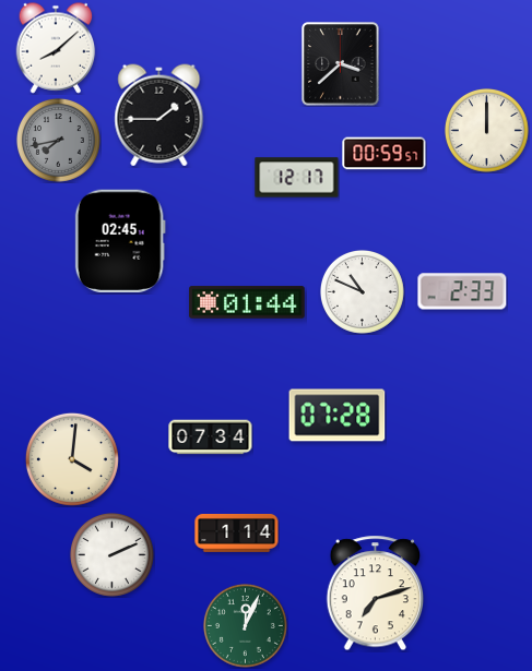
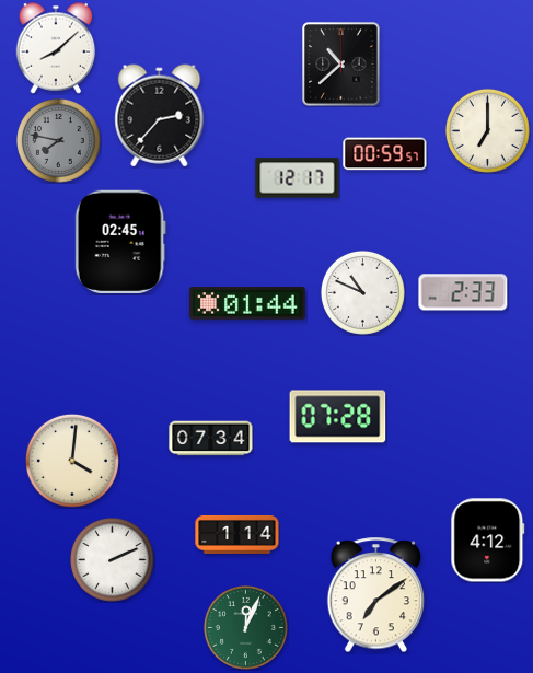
clock at (341, 64): 3:38 -> 10:38
clock at (159, 116): 1:45 -> 2:37
clock at (486, 130): 12:00 -> 7:00
clock at (58, 140): 7:43 -> 7:47
clock at (488, 541): none -> 4:12
clock at (111, 554) position: (111, 554) -> (112, 559)
clock at (375, 594): 7:12 -> 7:09
